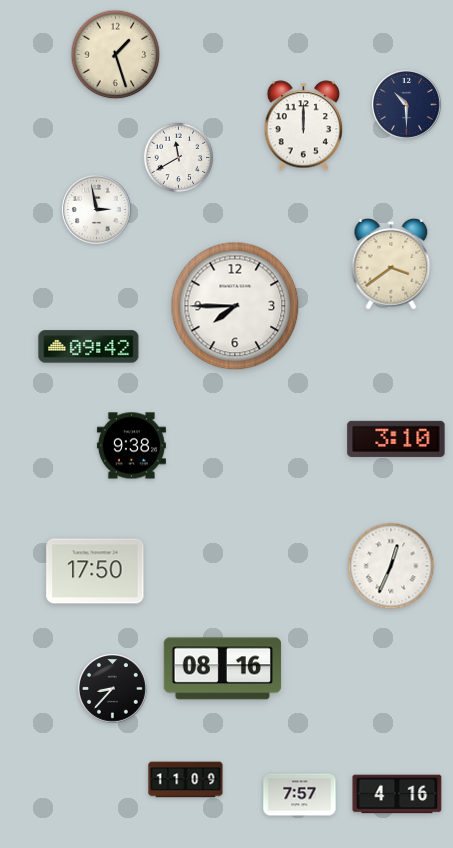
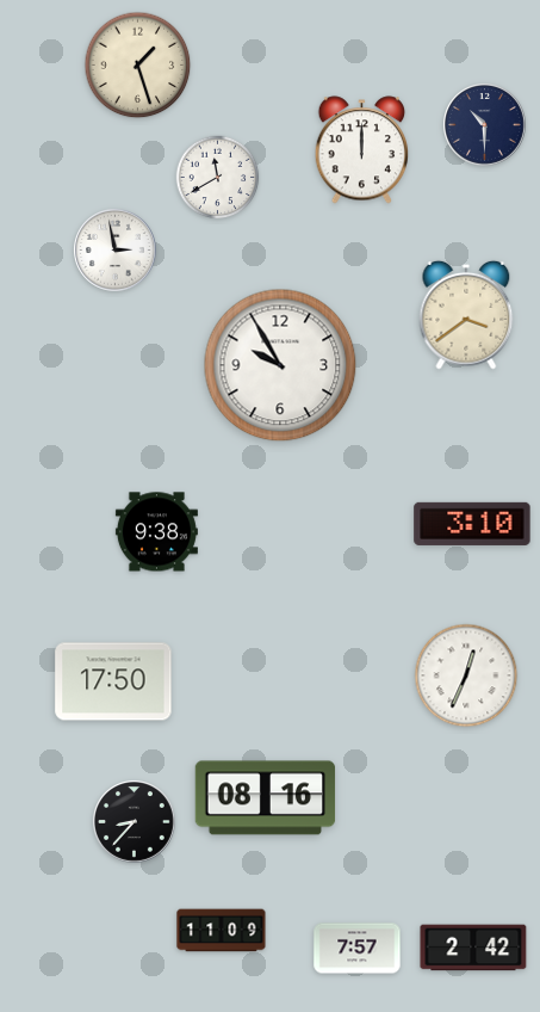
clock at (179, 158) position: (179, 158) -> (218, 178)
clock at (235, 306): 7:45 -> 9:55
clock at (89, 347): 09:42 -> none
clock at (397, 794): 4:16 -> 2:42
